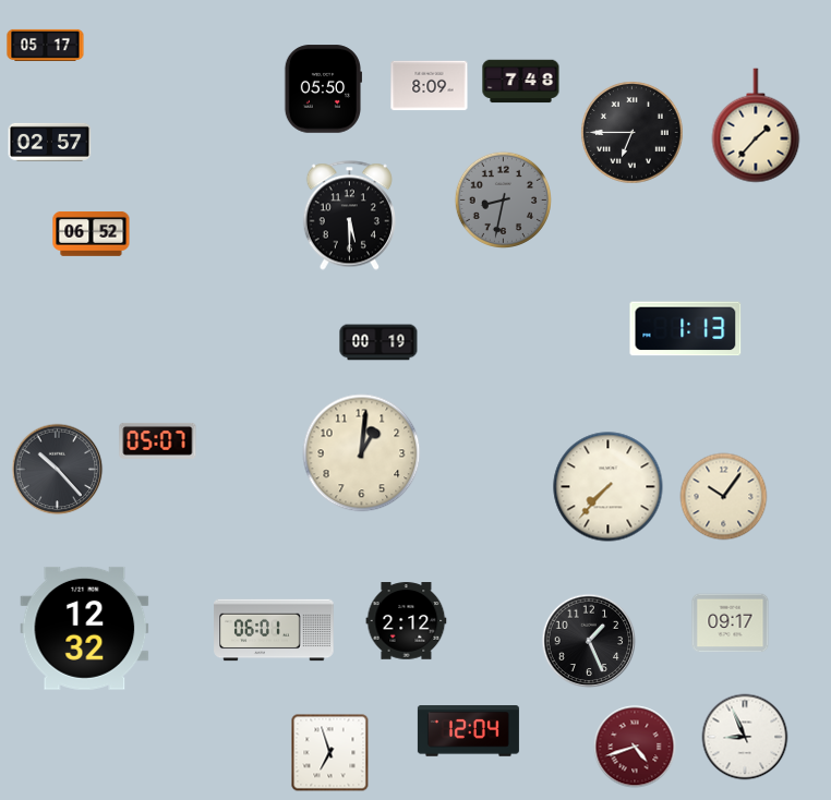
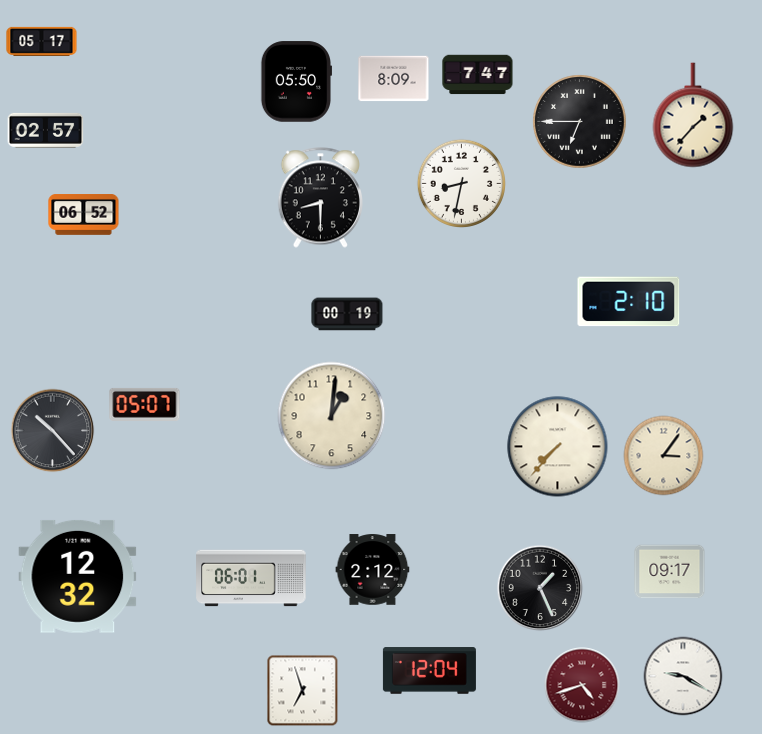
clock at (521, 82): 7:48 -> 7:47
clock at (503, 199) dial: grey -> white
clock at (349, 216): 5:30 -> 8:30
clock at (686, 329): 1:13 -> 2:10
clock at (724, 497): 10:06 -> 3:06
clock at (745, 737): 8:56 -> 9:20
